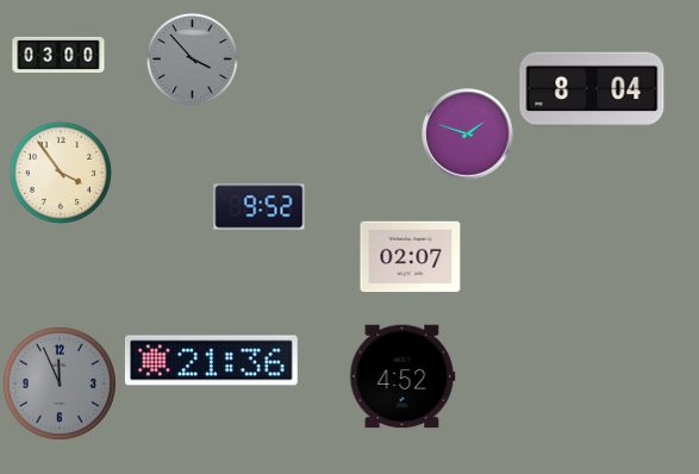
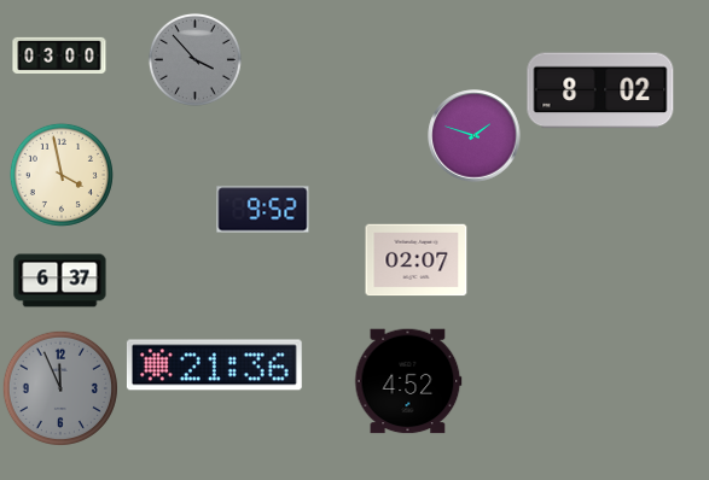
clock at (592, 89): 8:04 -> 8:02
clock at (61, 173): 3:54 -> 3:58
clock at (60, 281): none -> 6:37
